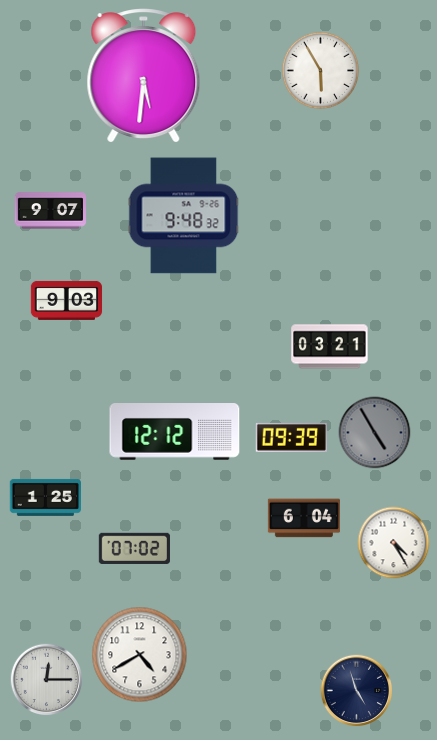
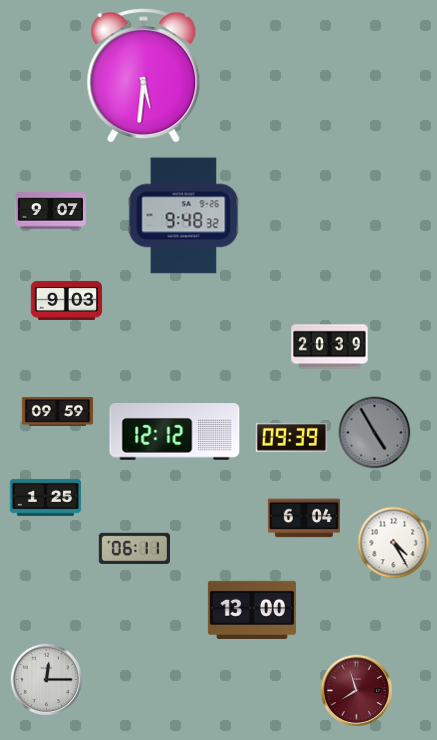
clock at (321, 71): 5:55 -> none
clock at (330, 347): 03:21 -> 20:39
clock at (58, 412): none -> 09:59
clock at (134, 548): 07:02 -> 06:11
clock at (252, 610): none -> 13:00
clock at (140, 655): 4:40 -> none
clock at (357, 691): 4:57 -> 7:57
clock at (357, 691) dial: navy -> burgundy
